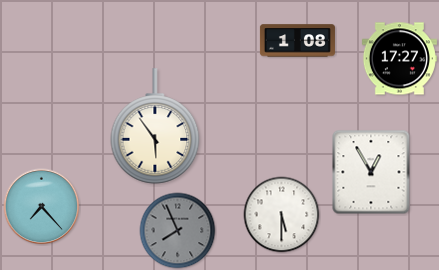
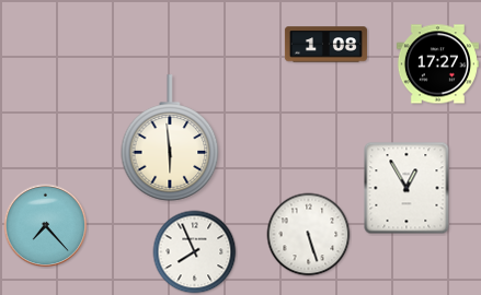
clock at (155, 126): 5:54 -> 5:59
clock at (282, 215): 5:30 -> 5:27
clock at (178, 231) dial: grey -> white
